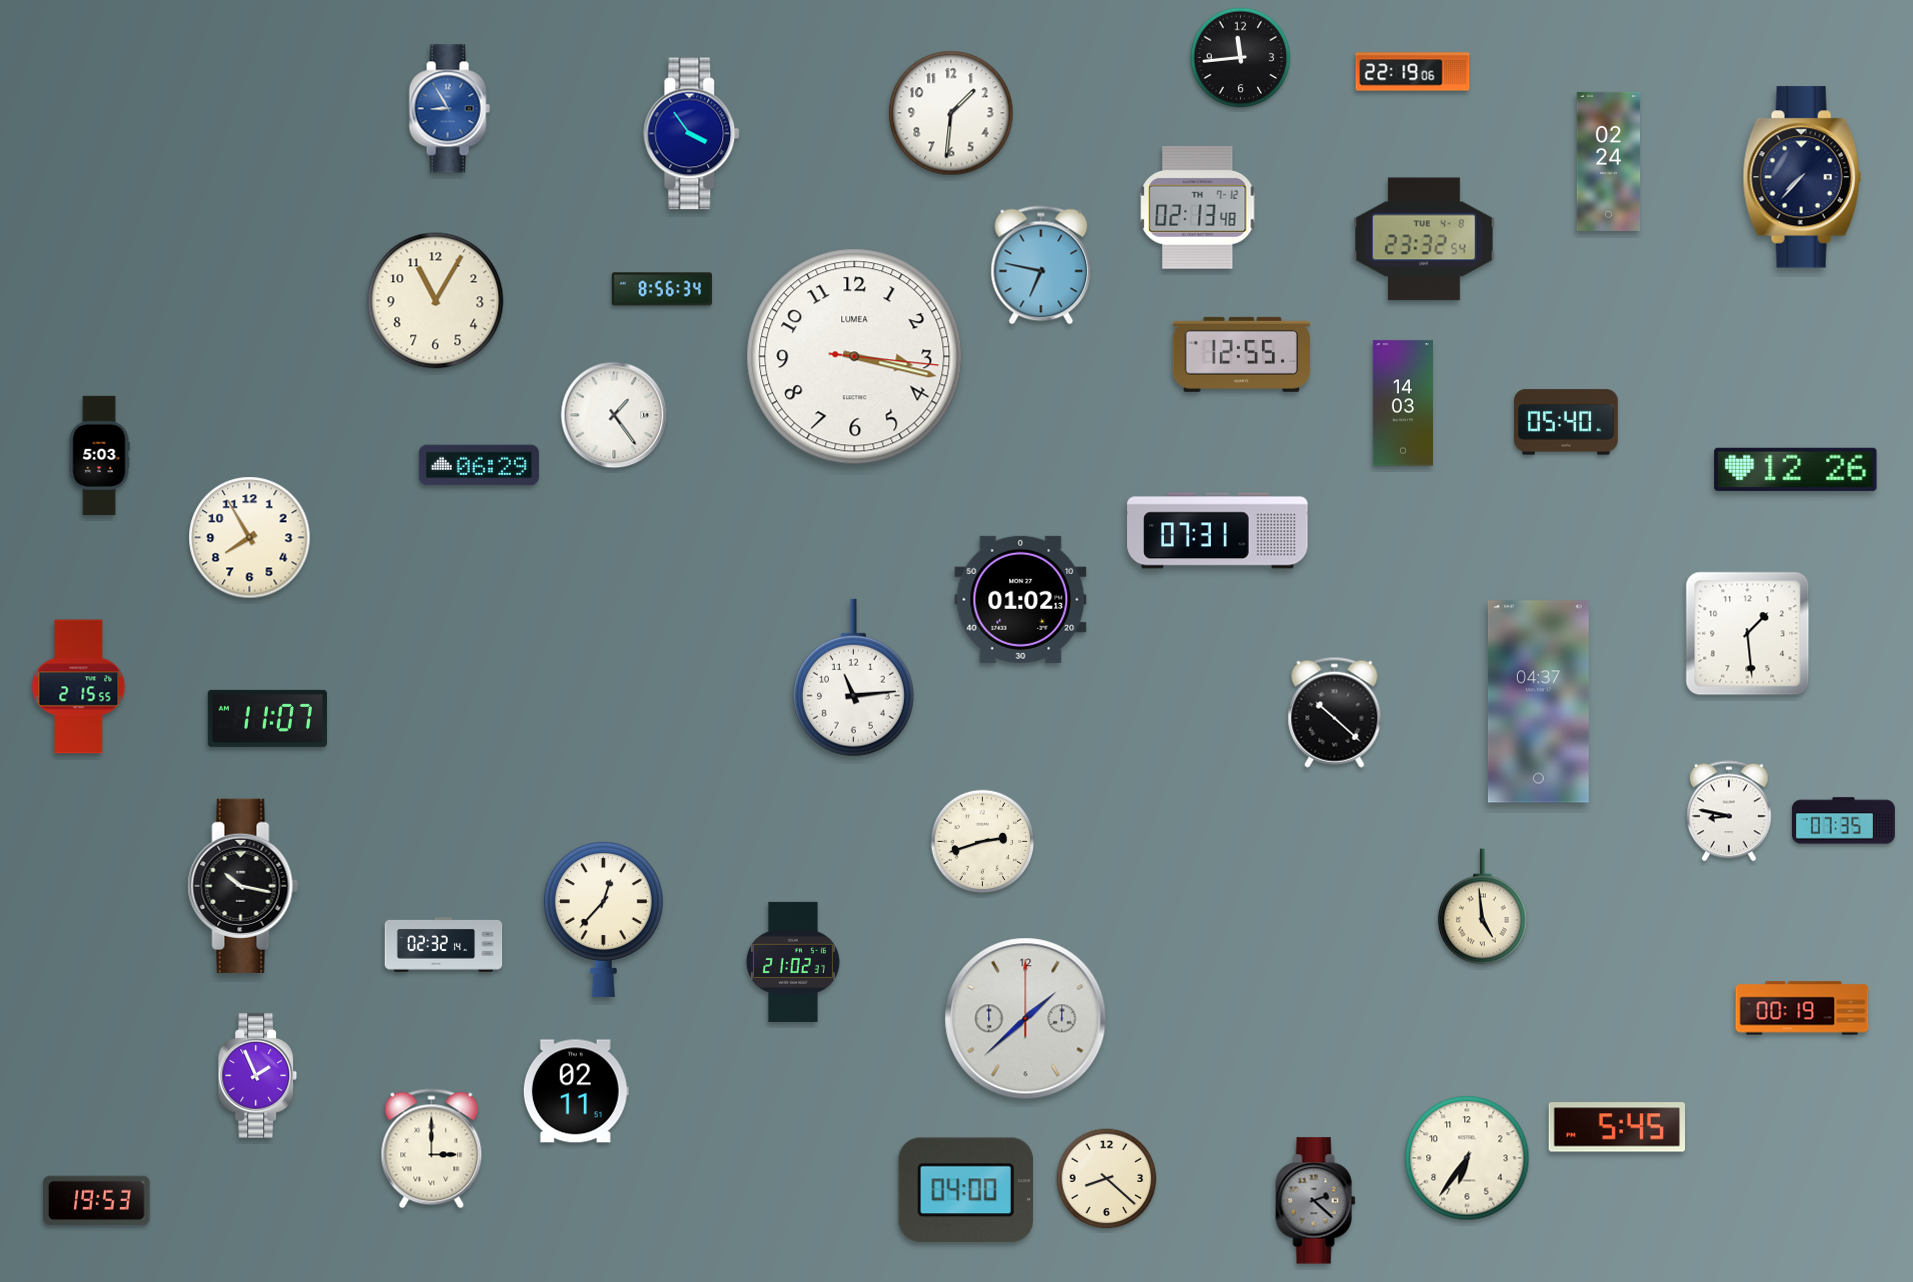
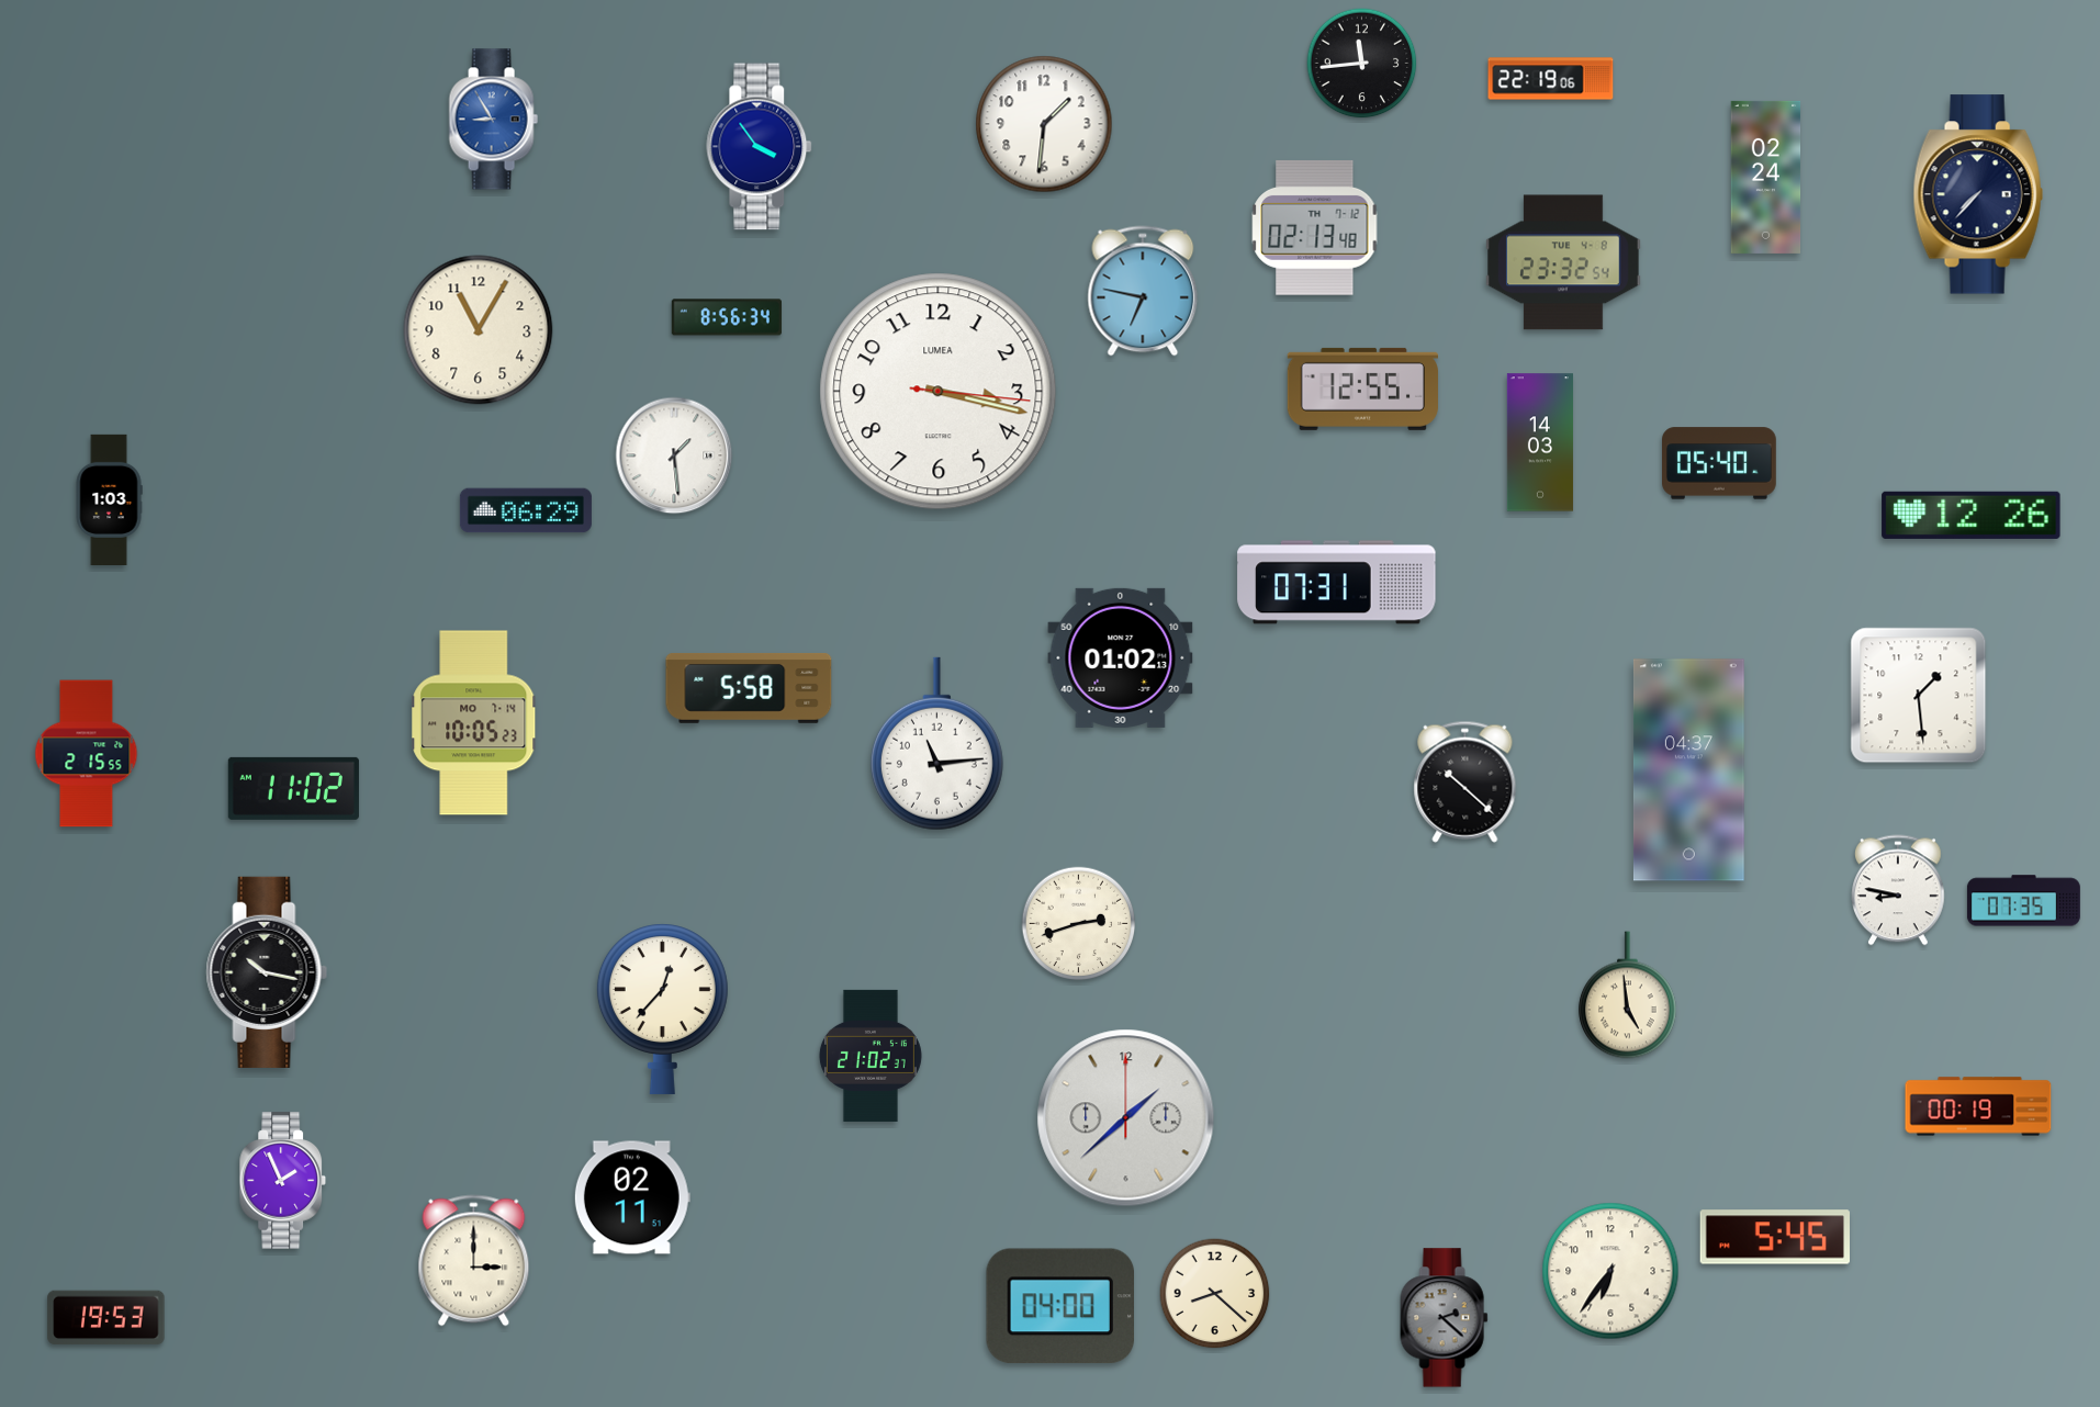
clock at (614, 415): 1:24 -> 1:29
clock at (99, 455): 5:03 -> 1:03
clock at (250, 538): 7:55 -> none
clock at (749, 688): none -> 5:58
clock at (474, 723): none -> 10:05
clock at (267, 718): 11:07 -> 11:02
clock at (444, 945): 02:32 -> none
